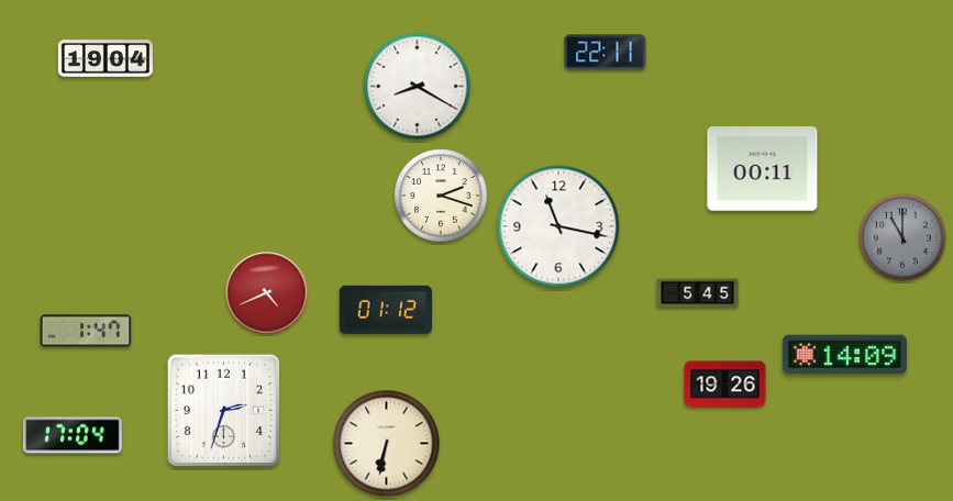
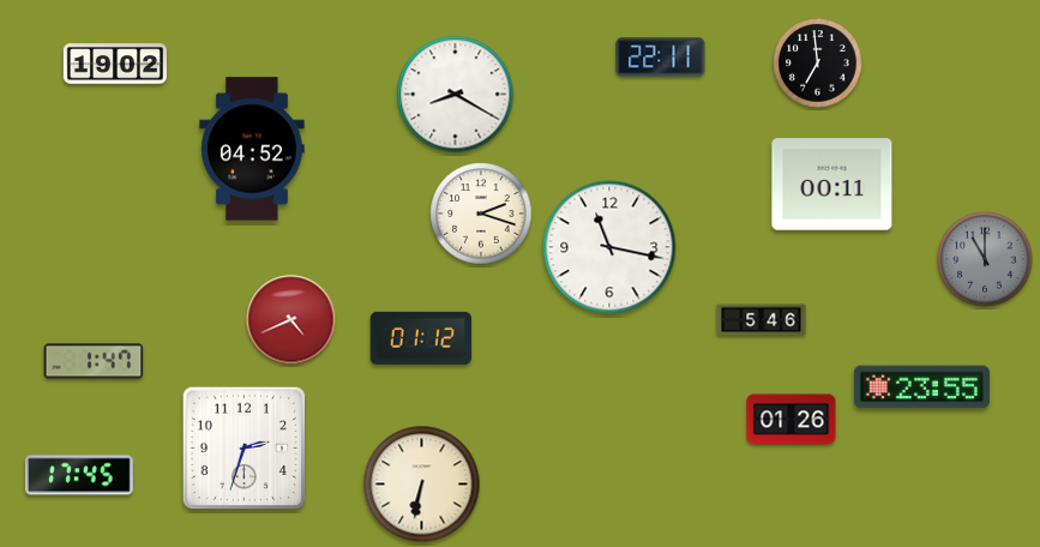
clock at (106, 58): 19:04 -> 19:02
clock at (818, 64): none -> 6:59
clock at (252, 149): none -> 04:52
clock at (698, 293): 5:45 -> 5:46
clock at (844, 355): 14:09 -> 23:55
clock at (725, 385): 19:26 -> 01:26
clock at (73, 435): 17:04 -> 17:45
